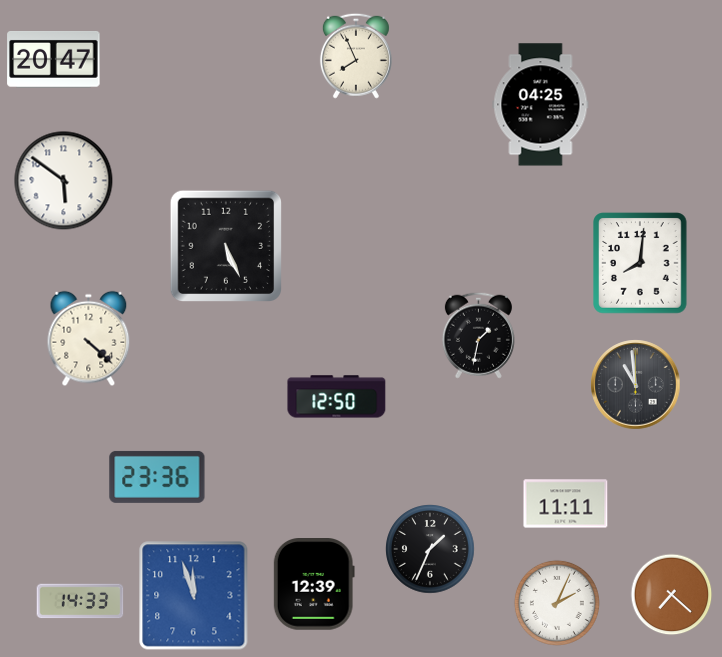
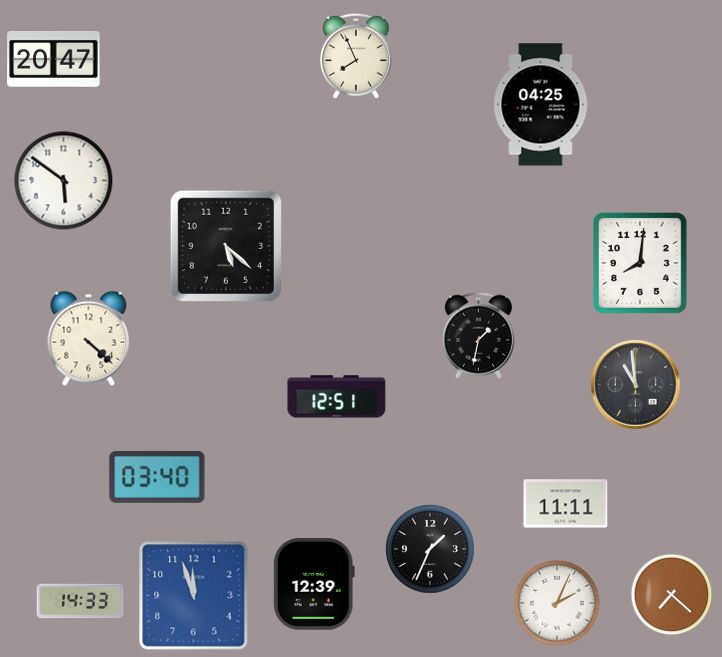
clock at (225, 245): 5:26 -> 5:22
clock at (337, 397): 12:50 -> 12:51
clock at (157, 477): 23:36 -> 03:40
